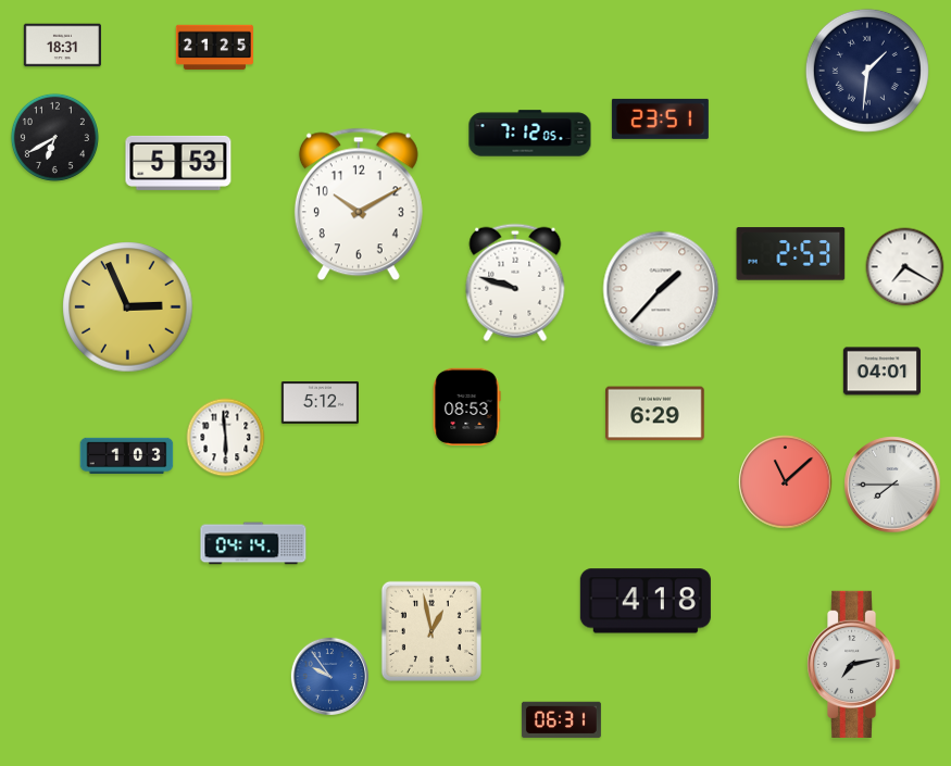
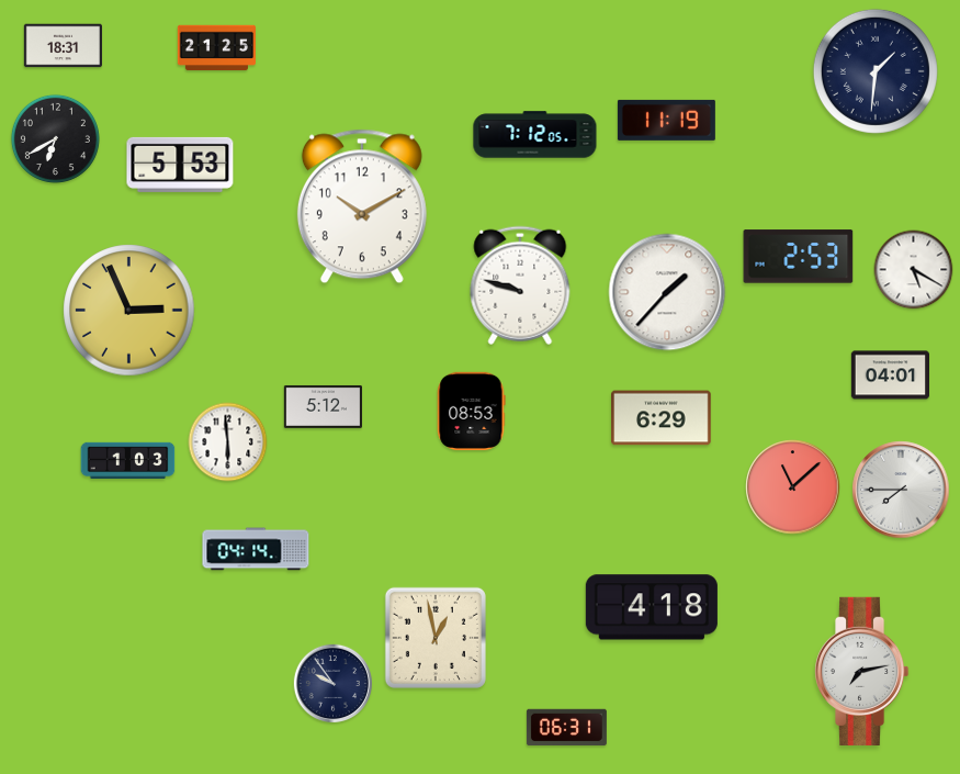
clock at (660, 118): 23:51 -> 11:19
clock at (905, 267): 7:20 -> 5:20
clock at (329, 676) dial: blue -> navy
